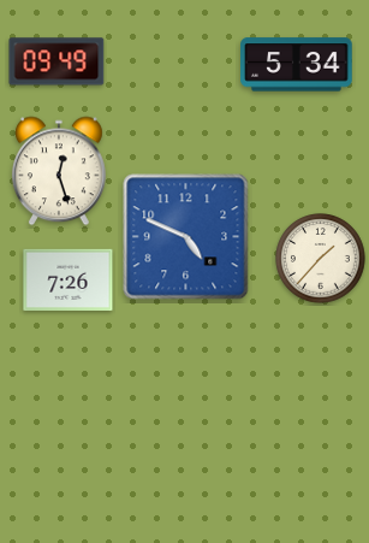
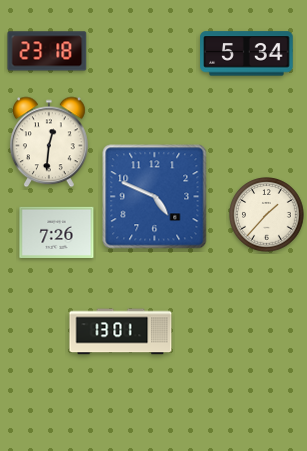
clock at (56, 61): 09:49 -> 23:18
clock at (59, 171): 12:27 -> 12:31
clock at (121, 332): none -> 13:01
